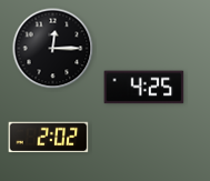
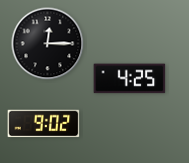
clock at (49, 138): 2:02 -> 9:02
